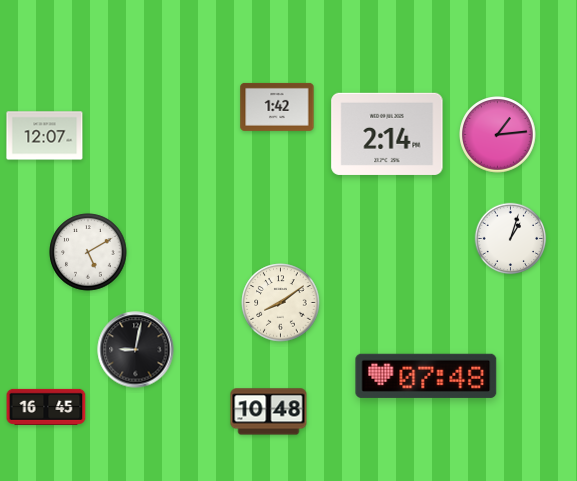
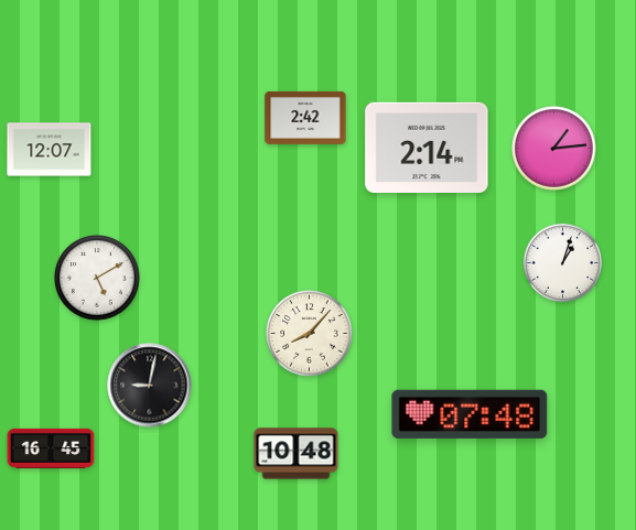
clock at (277, 107): 1:42 -> 2:42
clock at (498, 135) position: (498, 135) -> (554, 149)
clock at (281, 303): 8:09 -> 8:07
